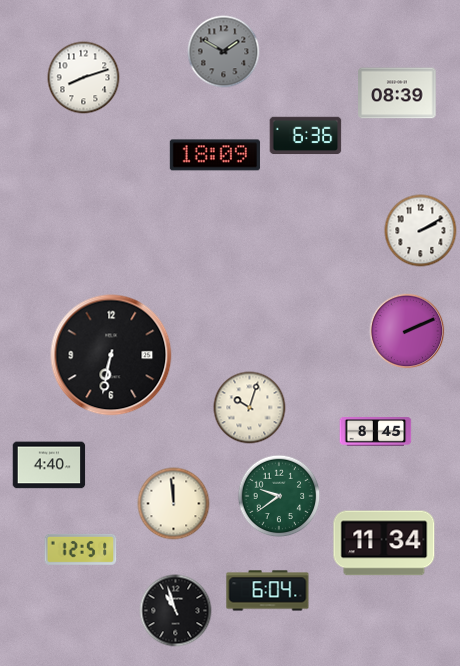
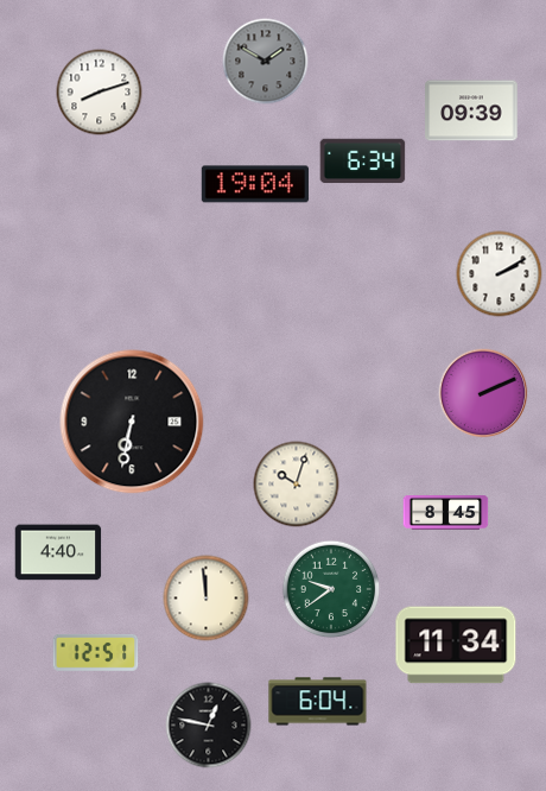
clock at (397, 93): 08:39 -> 09:39
clock at (306, 136): 6:36 -> 6:34
clock at (215, 155): 18:09 -> 19:04
clock at (176, 611): 10:57 -> 12:47
